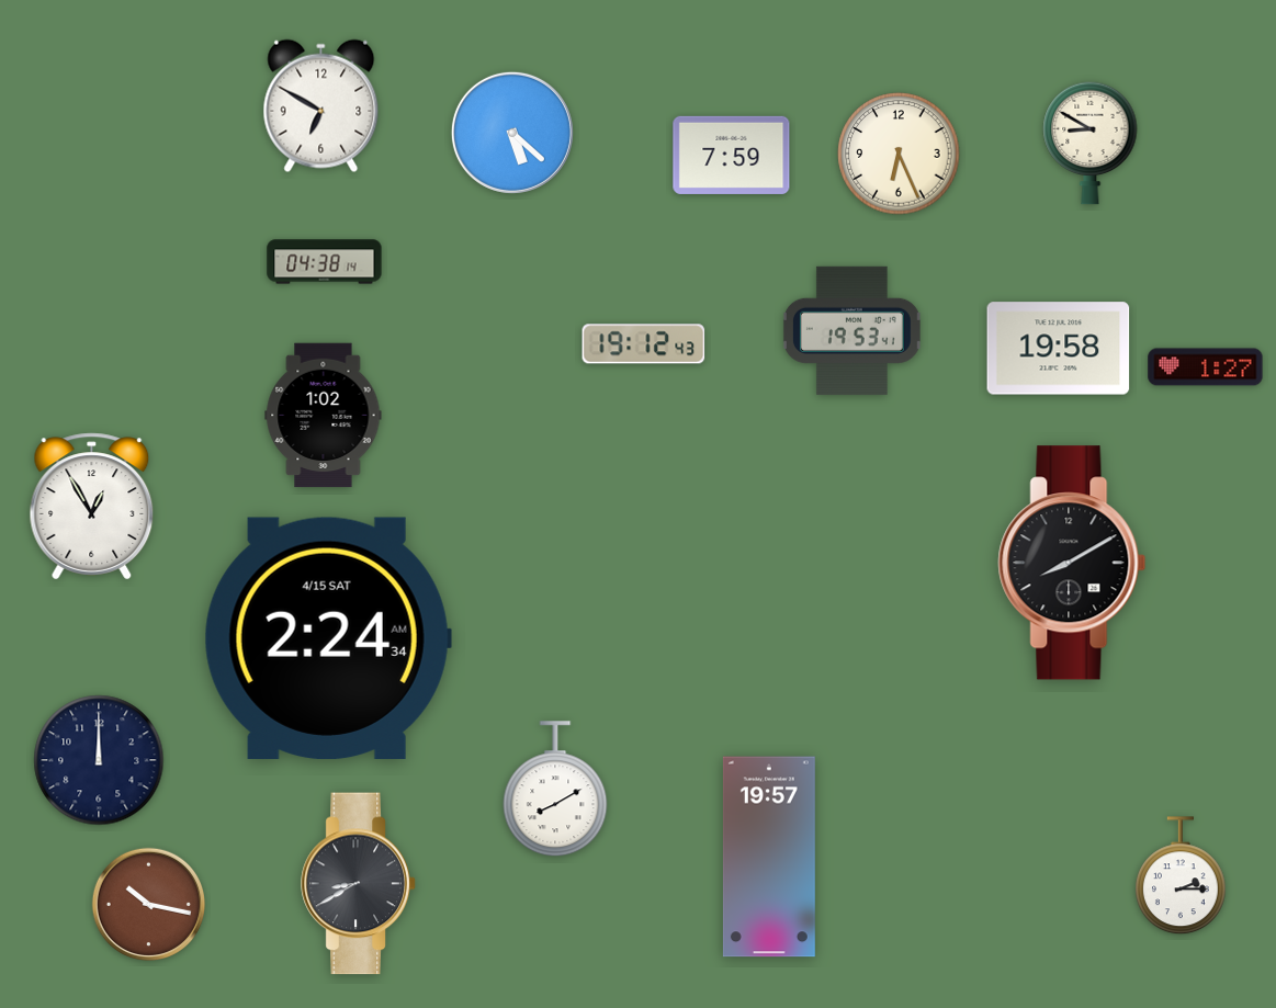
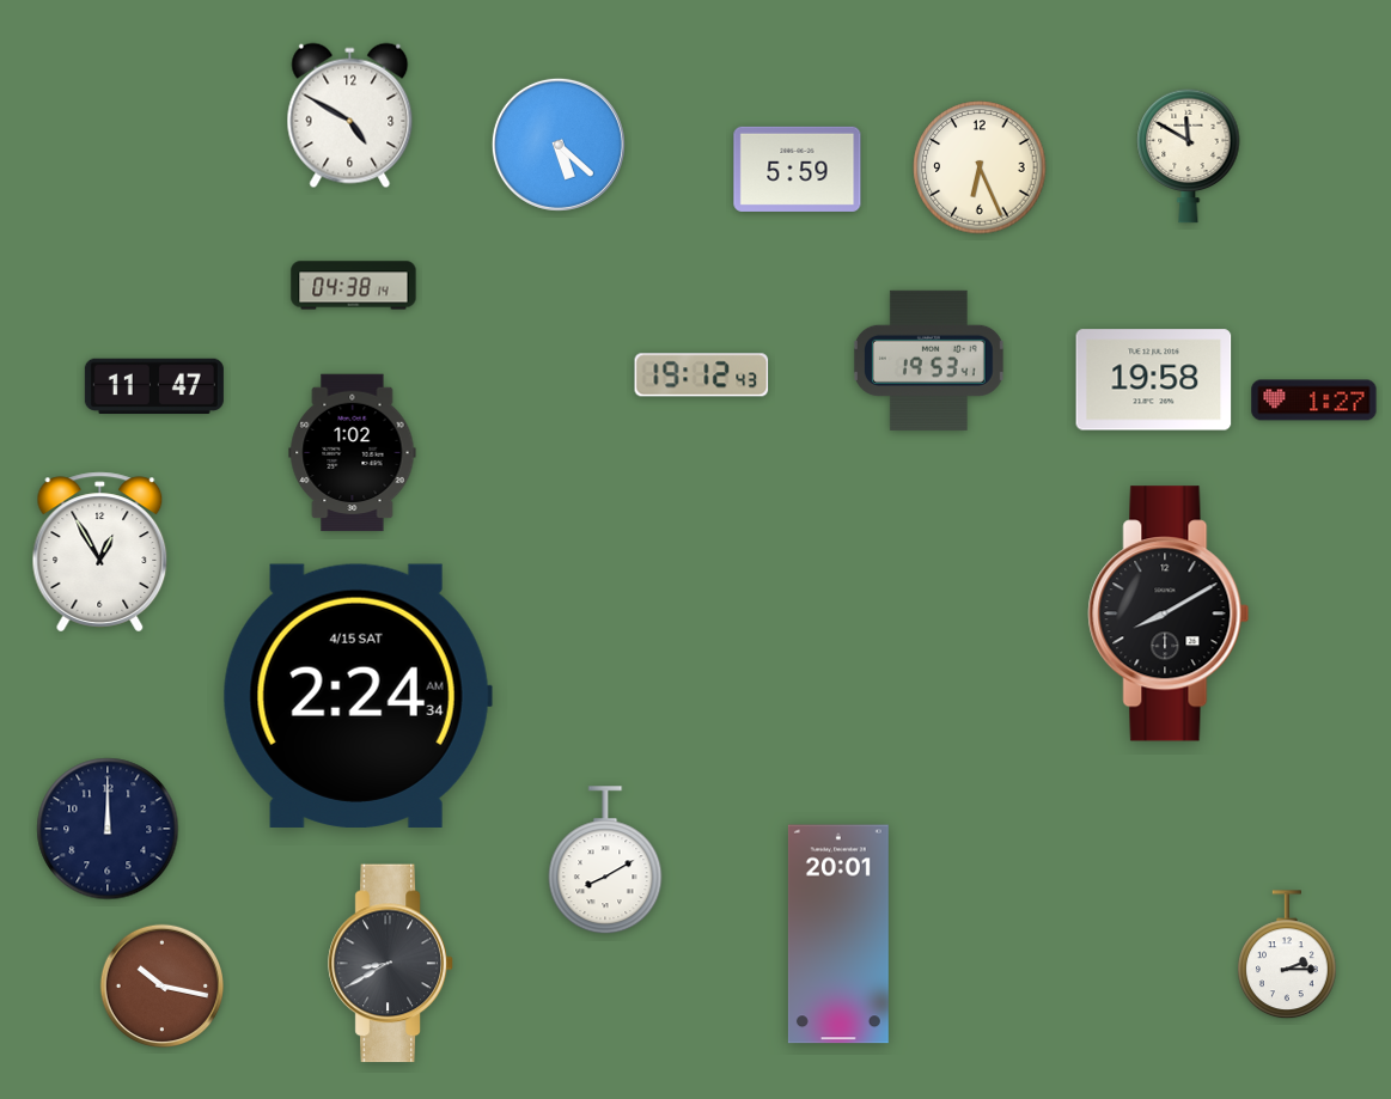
clock at (321, 106): 6:50 -> 4:50
clock at (1091, 143): 8:50 -> 11:50
clock at (732, 155): 7:59 -> 5:59
clock at (154, 385): none -> 11:47
clock at (769, 857): 19:57 -> 20:01
